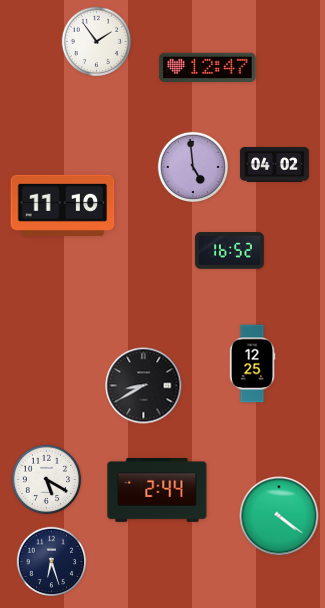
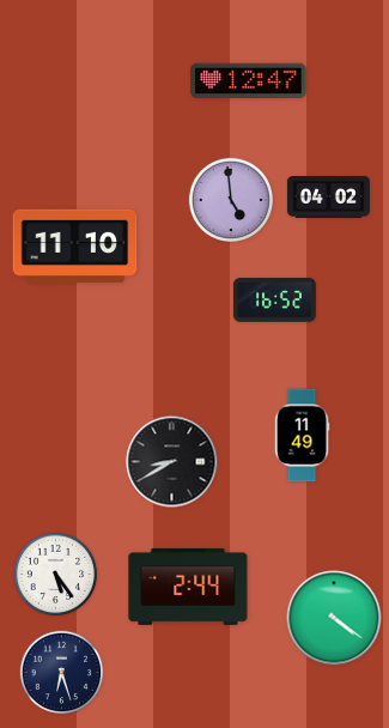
clock at (97, 42): 1:54 -> none
clock at (252, 364): 12:25 -> 11:49
clock at (47, 480): 5:20 -> 5:24
